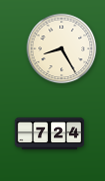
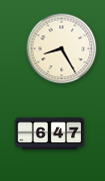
clock at (50, 134): 7:24 -> 6:47
